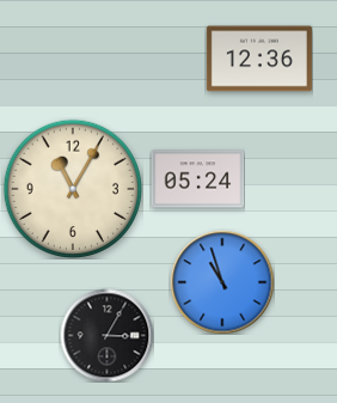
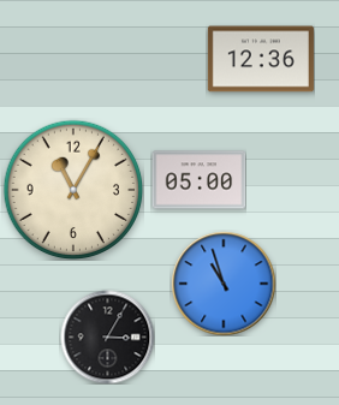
clock at (197, 179): 05:24 -> 05:00
